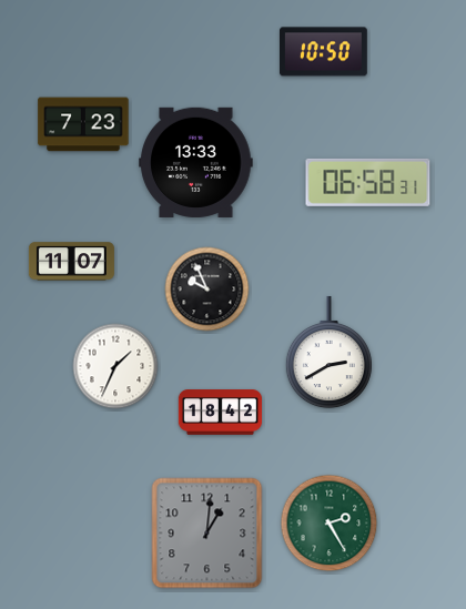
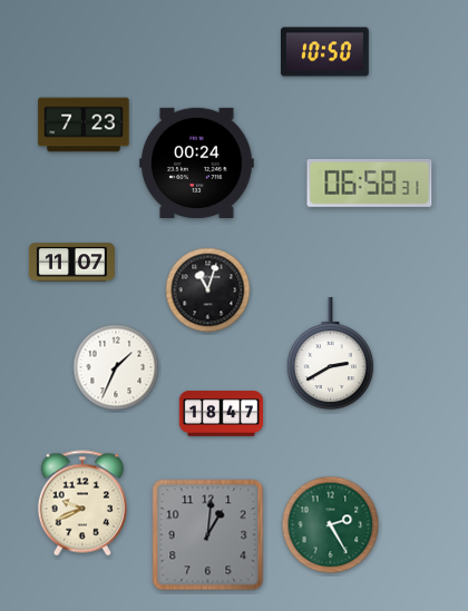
clock at (196, 162): 13:33 -> 00:24
clock at (207, 290): 9:56 -> 11:03
clock at (221, 413): 18:42 -> 18:47
clock at (82, 503): none -> 9:41
